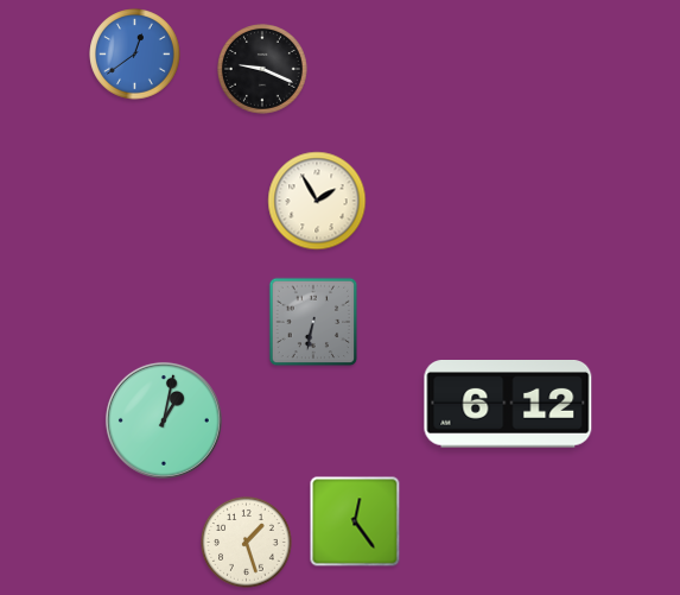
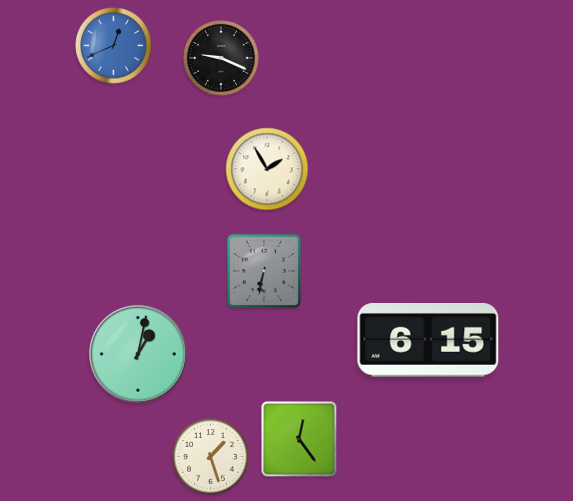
clock at (135, 55): 12:39 -> 12:41
clock at (508, 405): 6:12 -> 6:15
clock at (247, 543) position: (247, 543) -> (211, 457)
